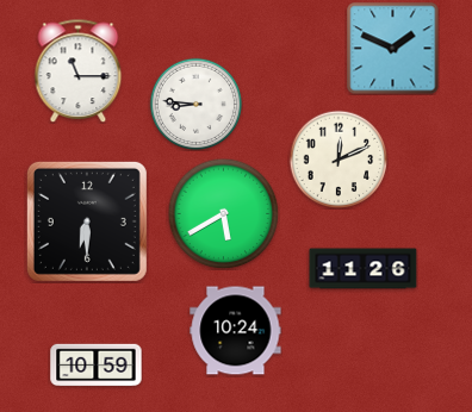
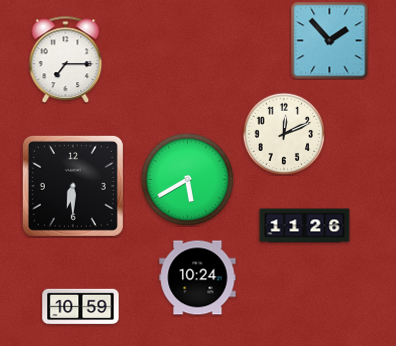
clock at (392, 48): 1:49 -> 1:53
clock at (79, 70): 11:15 -> 7:15
clock at (195, 104): 8:46 -> none
